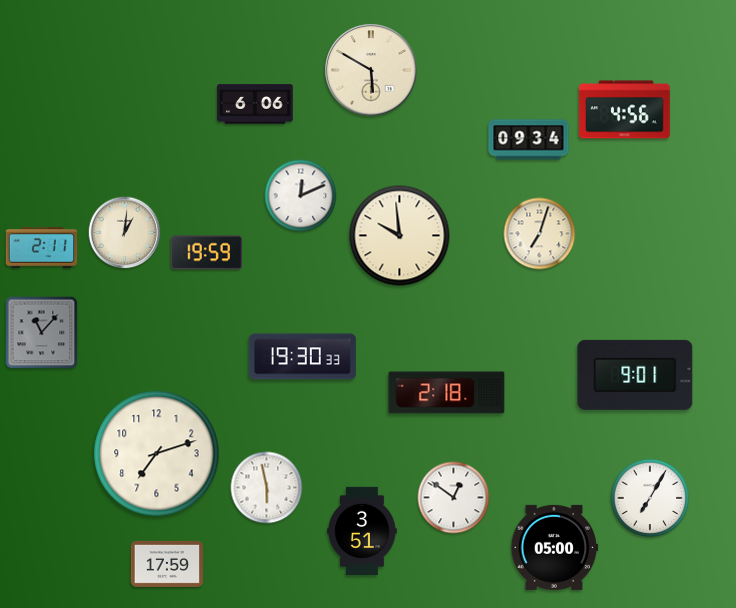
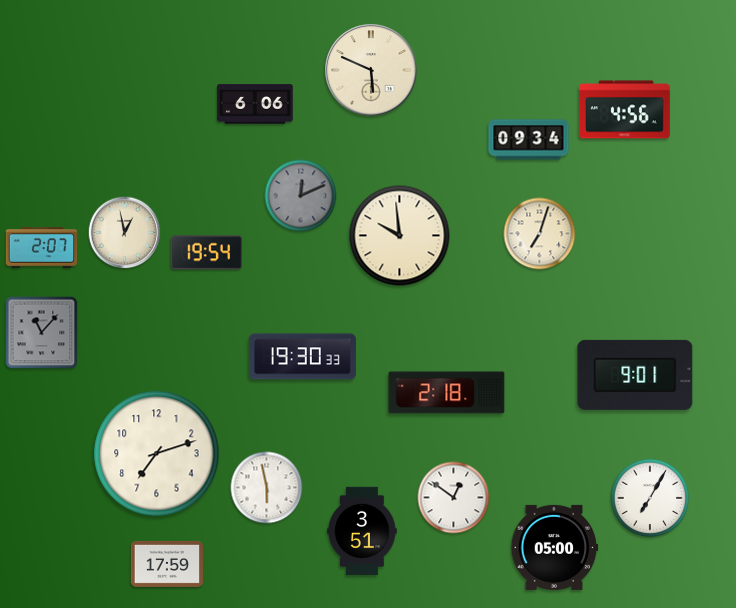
clock at (371, 70): 5:50 -> 5:49
clock at (301, 196) dial: white -> grey
clock at (125, 233): 1:01 -> 12:58
clock at (42, 248): 2:11 -> 2:07
clock at (207, 253): 19:59 -> 19:54
